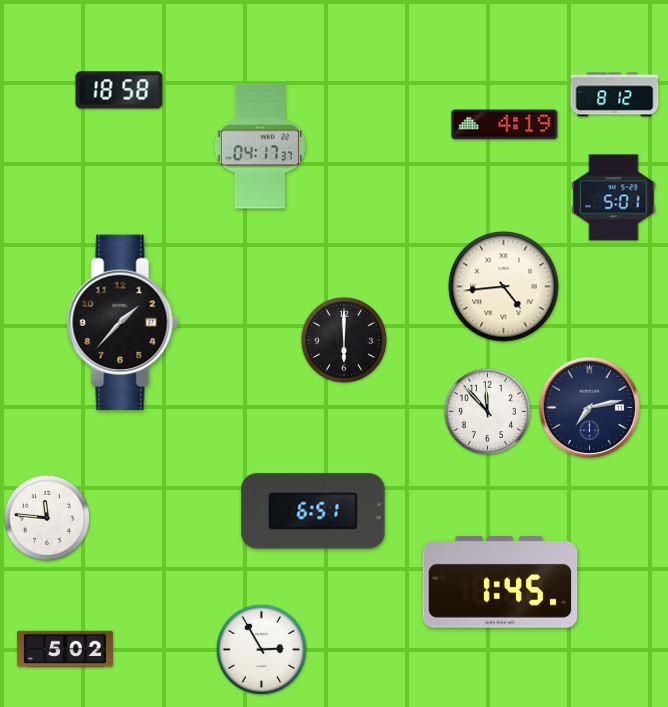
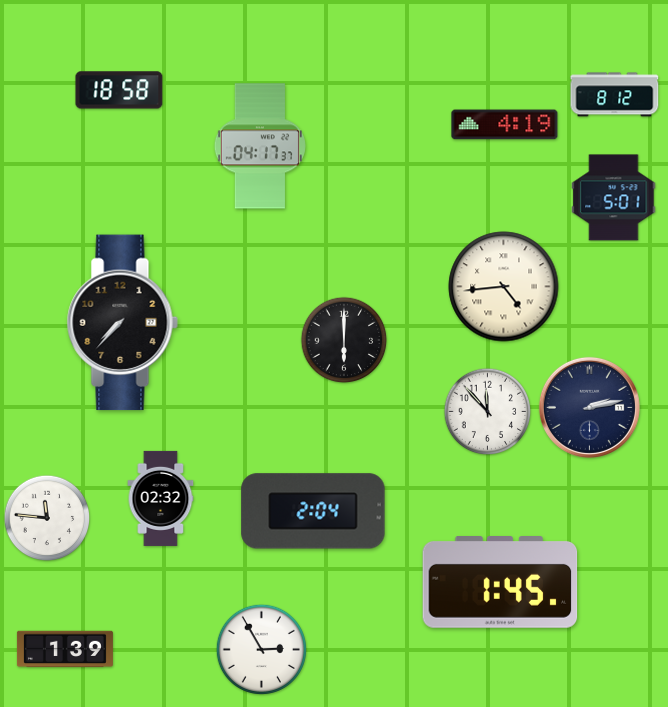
clock at (122, 323): 1:37 -> 7:37
clock at (589, 407): 7:13 -> 2:13
clock at (161, 498): none -> 02:32
clock at (313, 511): 6:51 -> 2:04
clock at (65, 649): 5:02 -> 1:39
